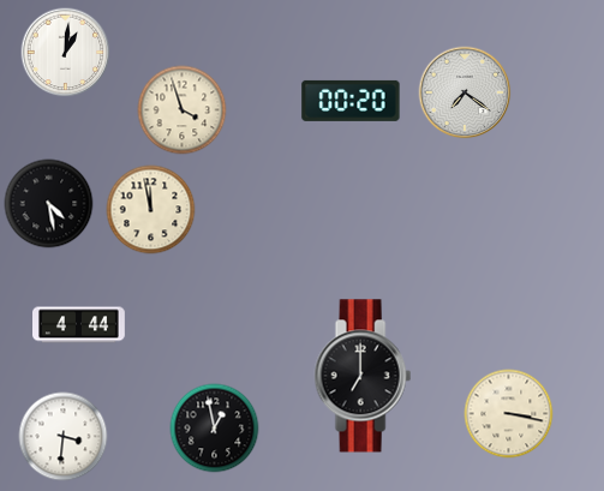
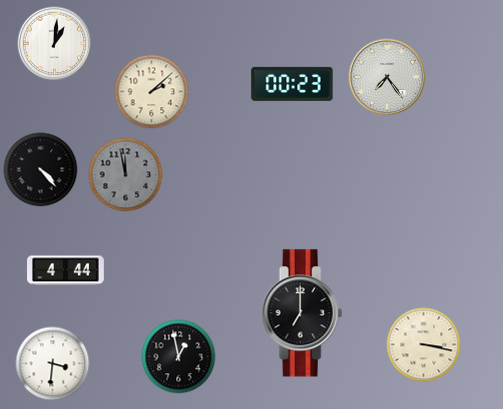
clock at (465, 92): 7:21 -> 7:24
clock at (351, 101): 00:20 -> 00:23
clock at (183, 110): 3:57 -> 2:08
clock at (49, 204): 4:28 -> 4:23
clock at (151, 210) dial: cream -> grey
